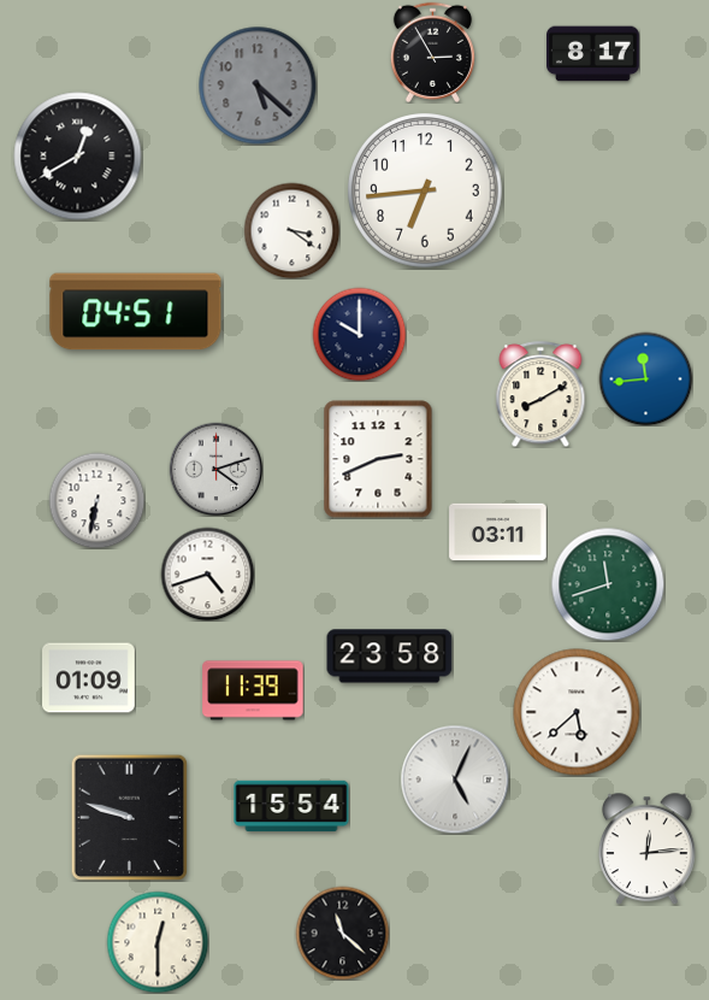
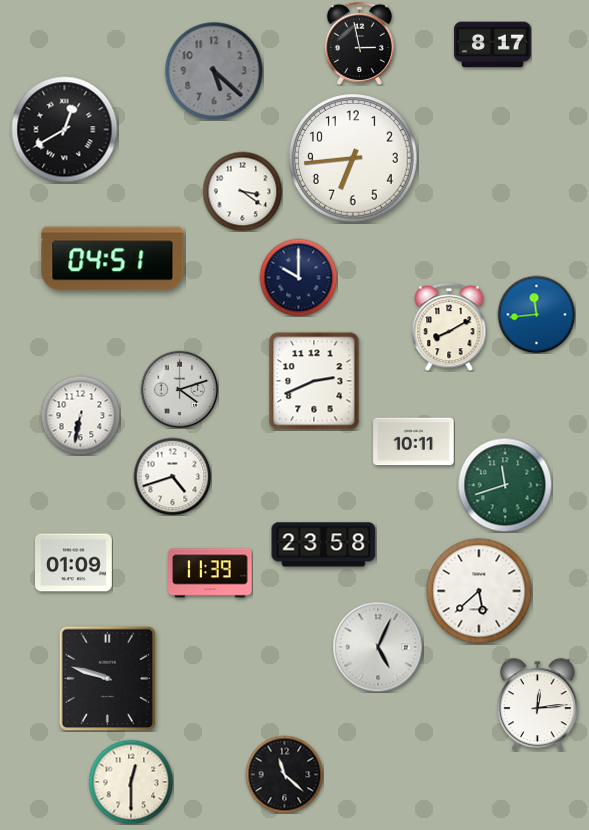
clock at (432, 52): 2:55 -> 2:58
clock at (498, 533): 03:11 -> 10:11
clock at (291, 806): 15:54 -> none
